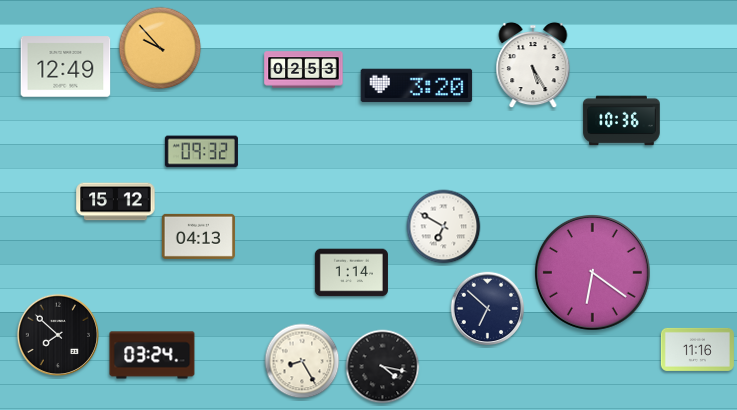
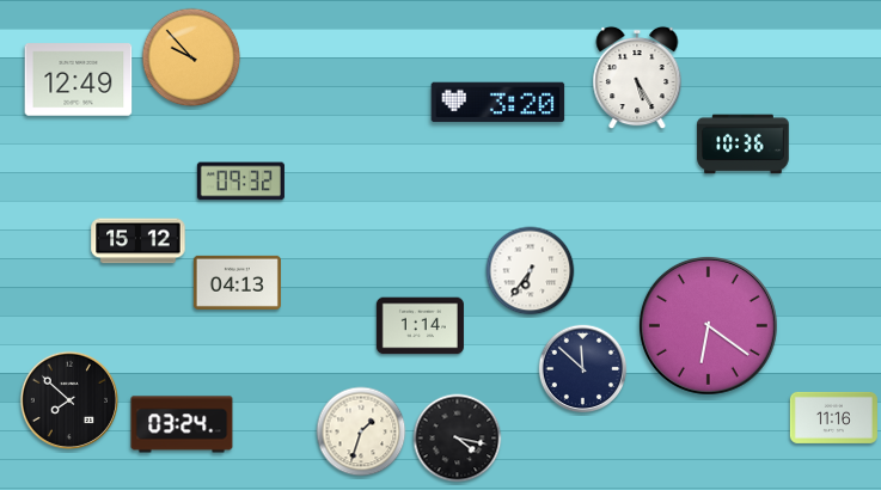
clock at (304, 70): 02:53 -> none
clock at (444, 227): 6:50 -> 6:36
clock at (488, 309): 6:52 -> 11:52
clock at (302, 361): 8:25 -> 1:33
